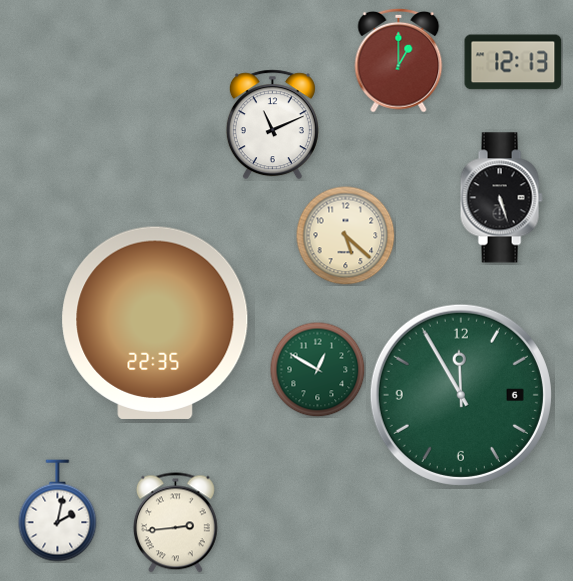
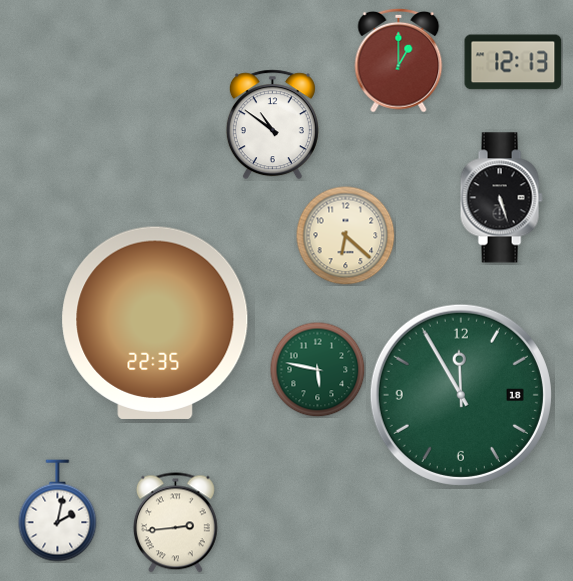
clock at (272, 125): 11:11 -> 10:51
clock at (346, 236): 5:22 -> 6:22
clock at (317, 369): 12:50 -> 5:47
clock at (461, 395) date: 6 -> 18
